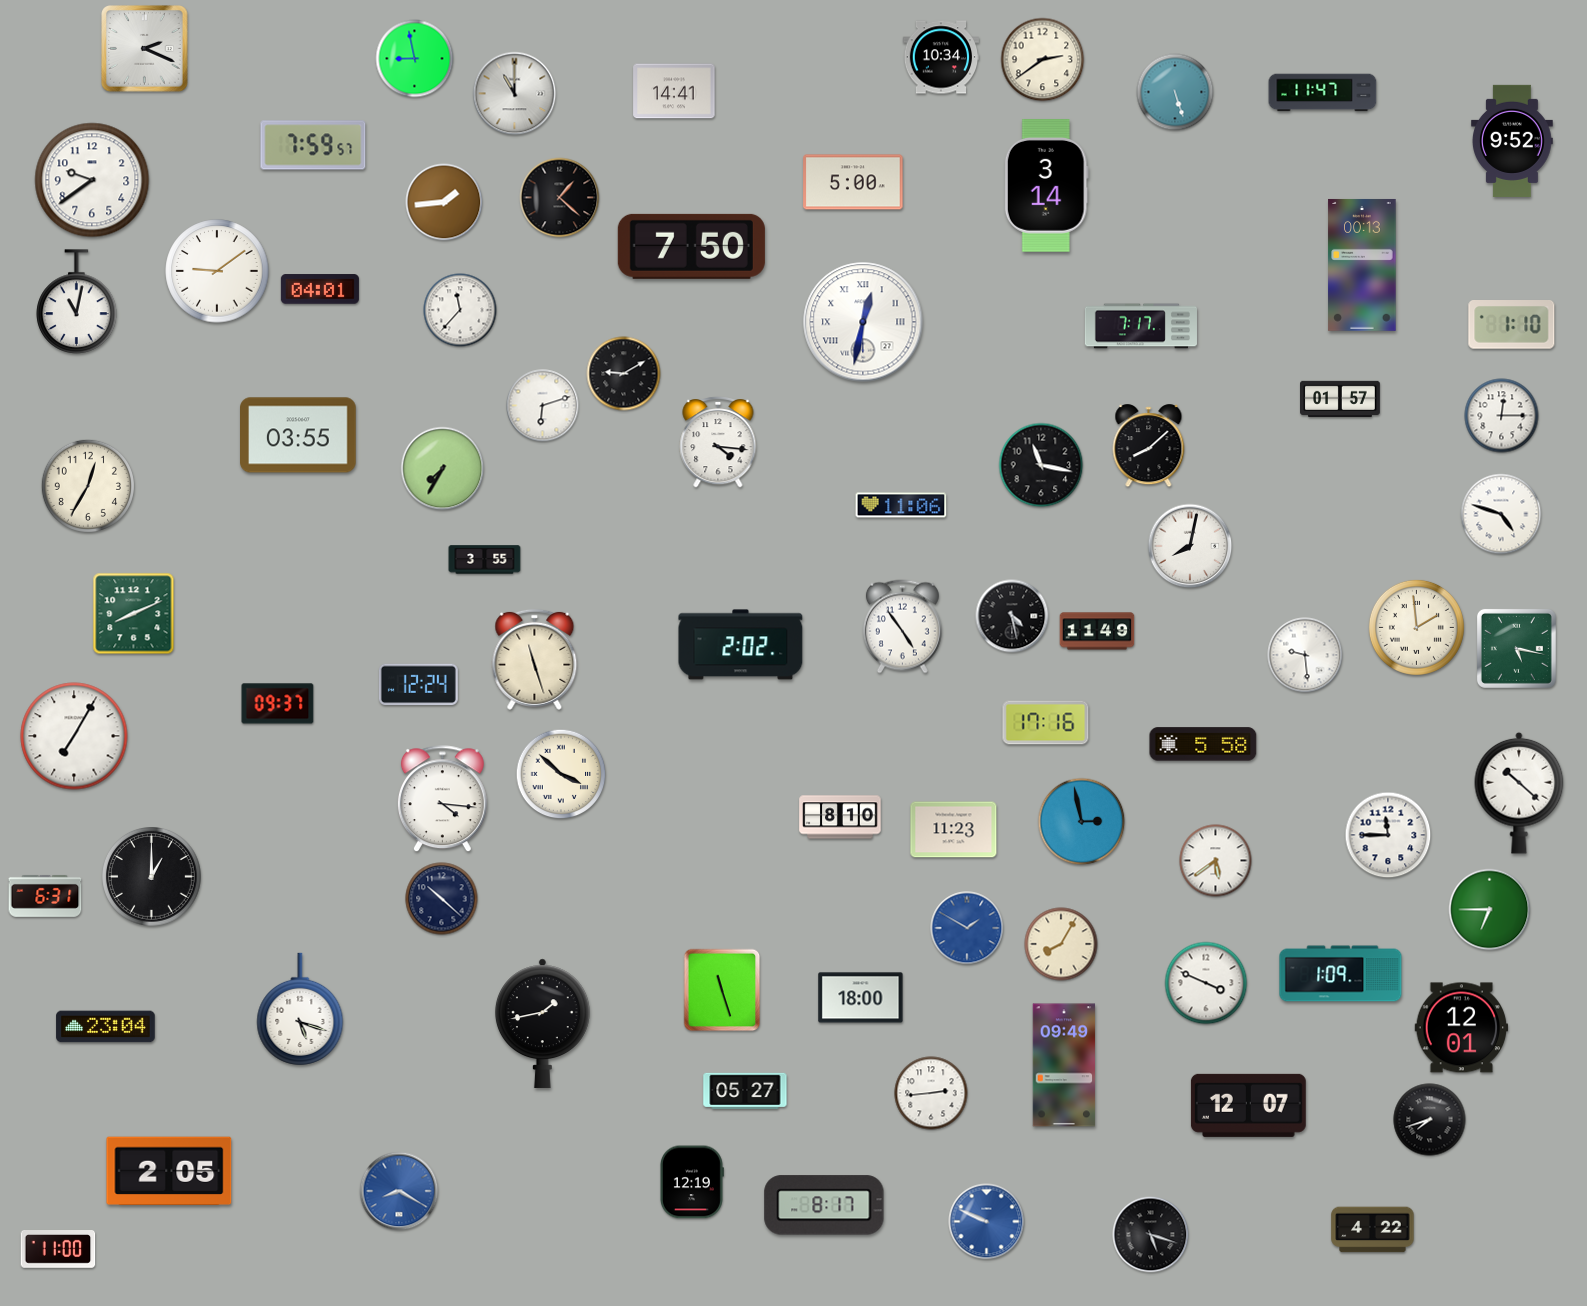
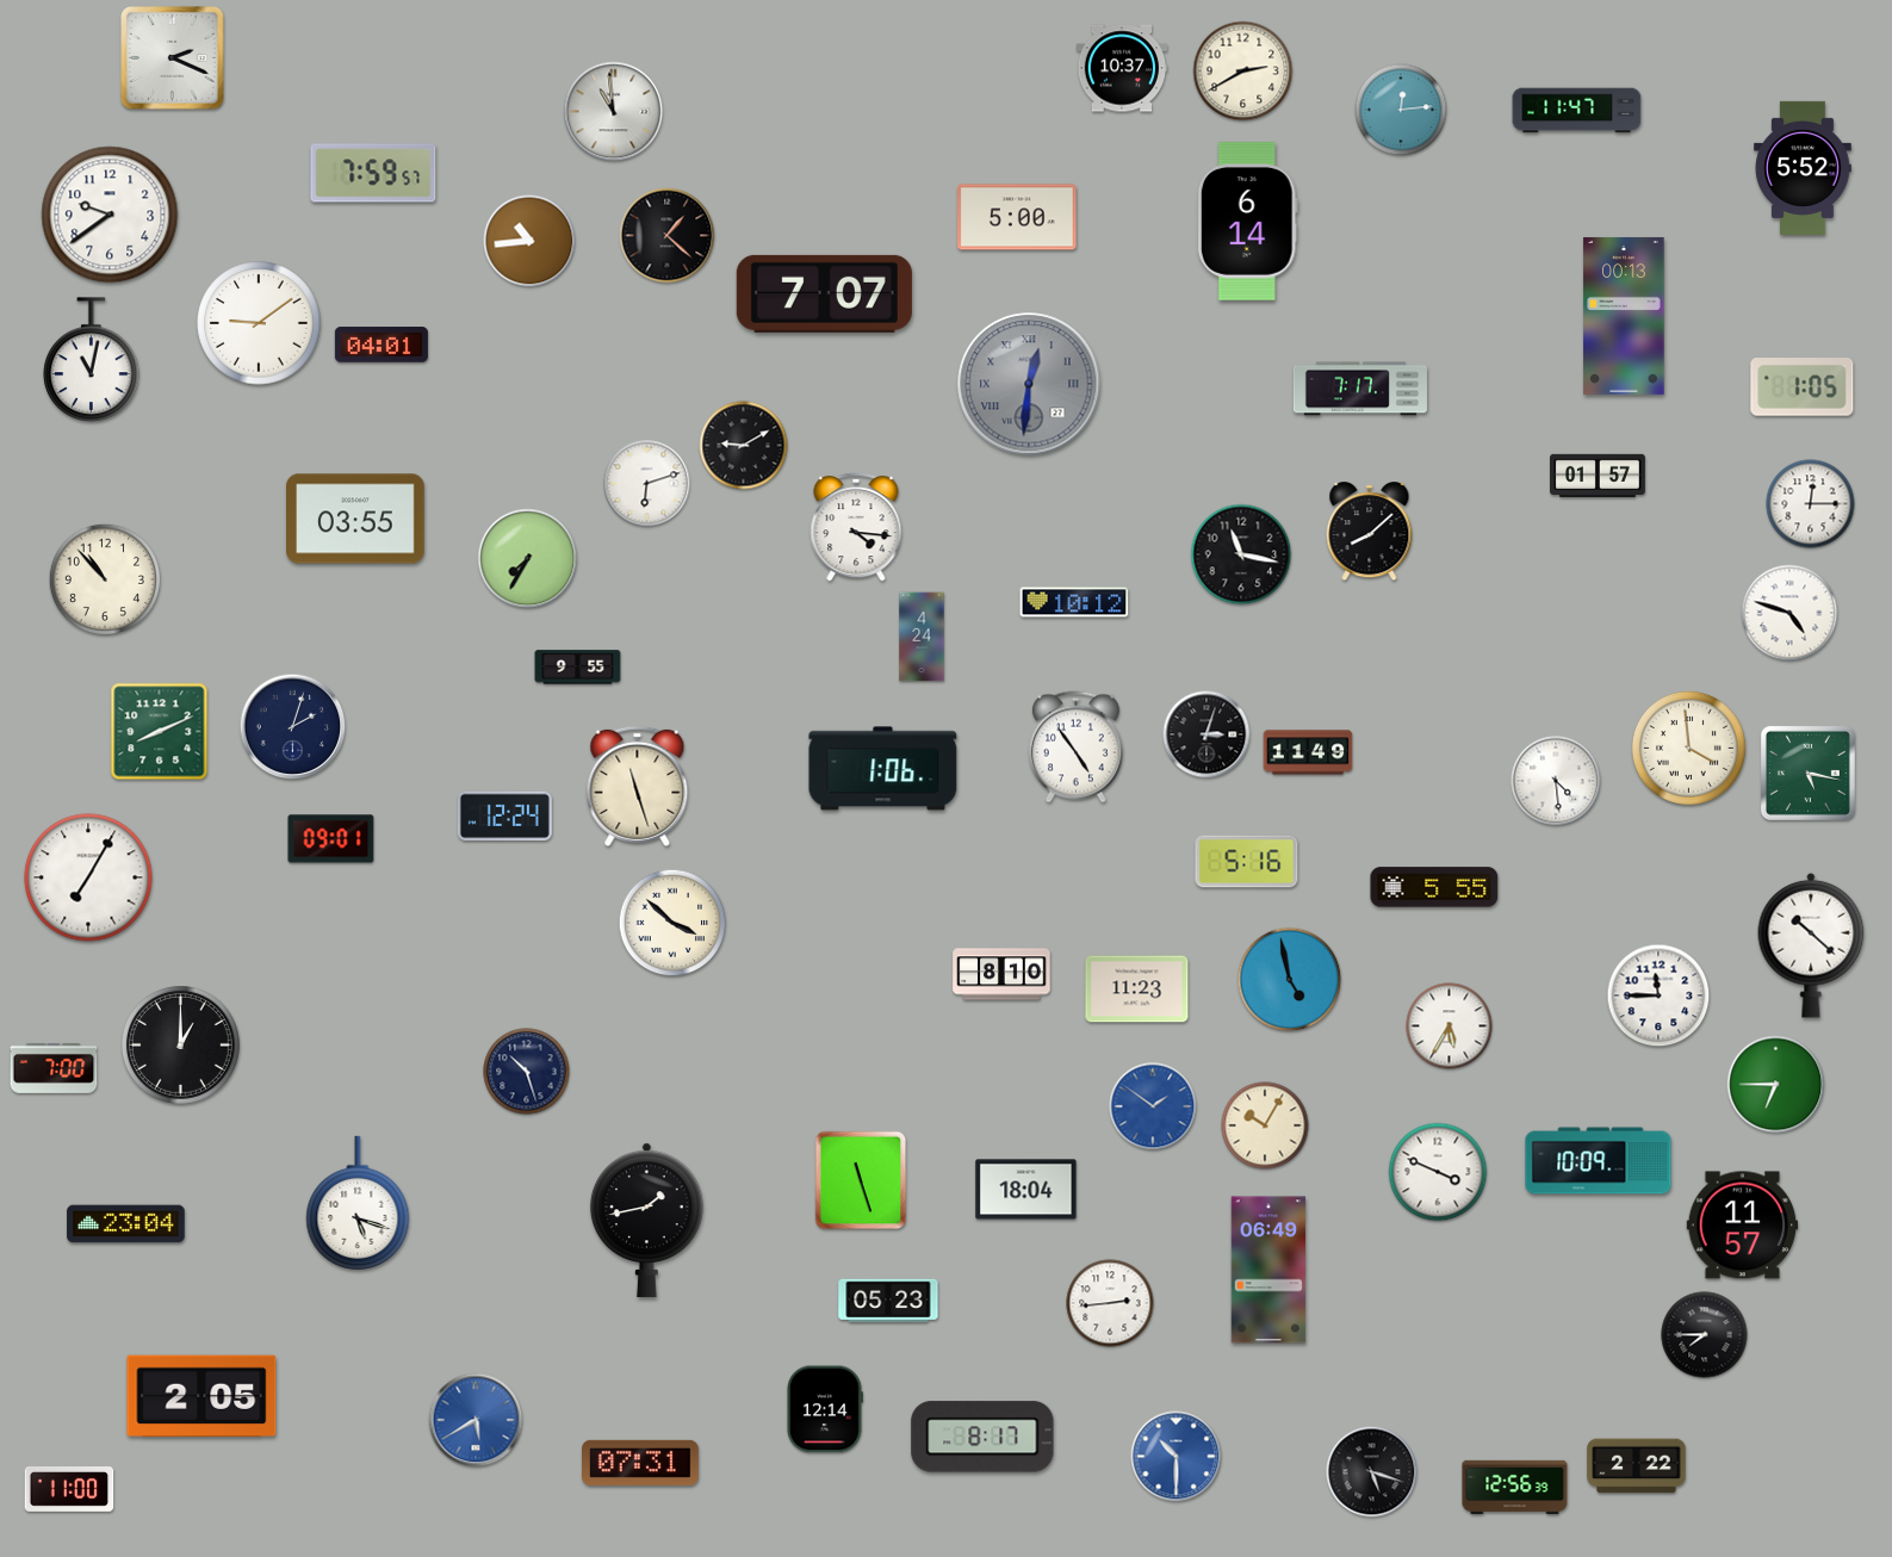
clock at (941, 57): 10:34 -> 10:37
clock at (415, 59): 8:58 -> none
clock at (1043, 60): 2:39 -> 2:40
clock at (674, 91): 14:41 -> none
clock at (1175, 92): 5:27 -> 12:14
clock at (515, 94): 11:00 -> 10:59
clock at (1512, 141): 9:52 -> 5:52
clock at (1046, 186): 3:14 -> 6:14
clock at (444, 202): 1:44 -> 10:44
clock at (691, 246): 7:50 -> 7:07
clock at (460, 310): 11:37 -> none
clock at (863, 322): 12:32 -> 12:31
clock at (863, 322) dial: white -> grey
clock at (1512, 325): 1:10 -> 1:05
clock at (1502, 416) position: (1502, 416) -> (1811, 504)
clock at (88, 486): 12:35 -> 10:53
clock at (901, 505): 11:06 -> 10:12
clock at (922, 637): none -> 4:24
clock at (1190, 546): 8:02 -> none
clock at (485, 560): 3:55 -> 9:55
clock at (293, 727): none -> 2:03
clock at (1012, 616): 4:28 -> 3:03
clock at (1416, 627): 1:59 -> 3:59
clock at (741, 645): 2:02 -> 1:06
clock at (1305, 655): 9:29 -> 4:29
clock at (418, 685) position: (418, 685) -> (504, 817)
clock at (278, 704): 09:37 -> 09:01
clock at (1046, 723): 17:16 -> 5:16
clock at (1203, 744): 5:58 -> 5:55
clock at (561, 774) position: (561, 774) -> (672, 923)
clock at (442, 799): 4:16 -> none
clock at (1082, 822): 2:58 -> 4:58
clock at (1388, 835) position: (1388, 835) -> (1658, 995)
clock at (1216, 861): 5:39 -> 5:35
clock at (45, 896): 6:31 -> 7:00
clock at (442, 899): 10:22 -> 10:27
clock at (967, 928): 1:50 -> 1:51
clock at (1061, 944): 8:05 -> 10:05
clock at (1341, 974): 1:09 -> 10:09
clock at (861, 998): 18:00 -> 18:04
clock at (1462, 1028): 12:01 -> 11:57
clock at (1064, 1065): 09:49 -> 06:49
clock at (745, 1091): 05:27 -> 05:23
clock at (1248, 1105): 12:07 -> none
clock at (1430, 1120): 7:42 -> 7:45
clock at (691, 1182): 12:19 -> 12:14
clock at (399, 1191): 8:20 -> 5:40
clock at (987, 1222): 9:49 -> 10:30
clock at (641, 1463): none -> 07:31
clock at (1373, 1230): 4:22 -> 2:22
clock at (1515, 1488): none -> 12:56
